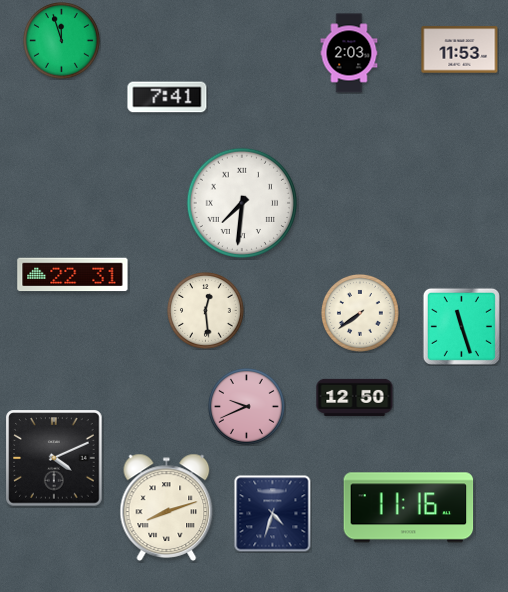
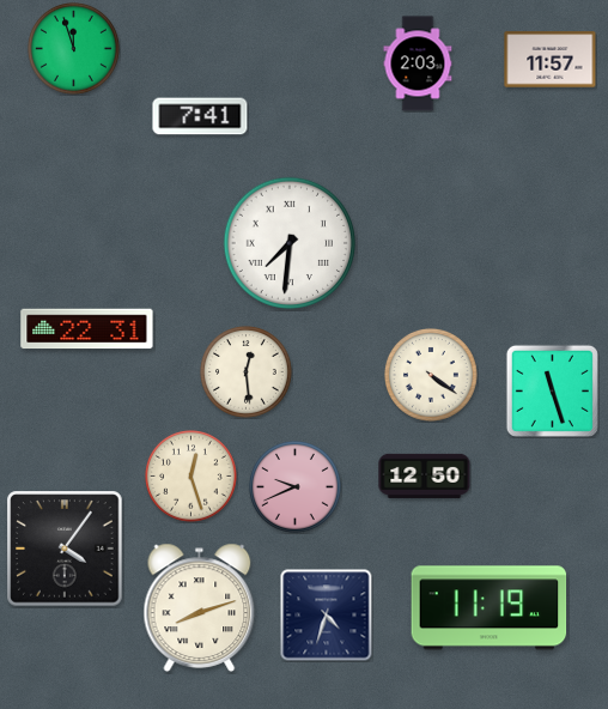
clock at (460, 50): 11:53 -> 11:57
clock at (360, 314): 7:39 -> 4:21
clock at (191, 477): none -> 12:27
clock at (54, 458): 4:11 -> 4:06
clock at (409, 508): 11:16 -> 11:19
